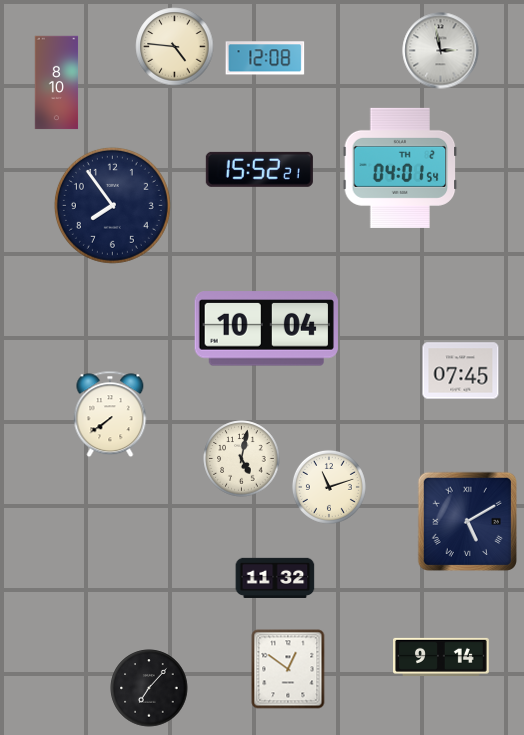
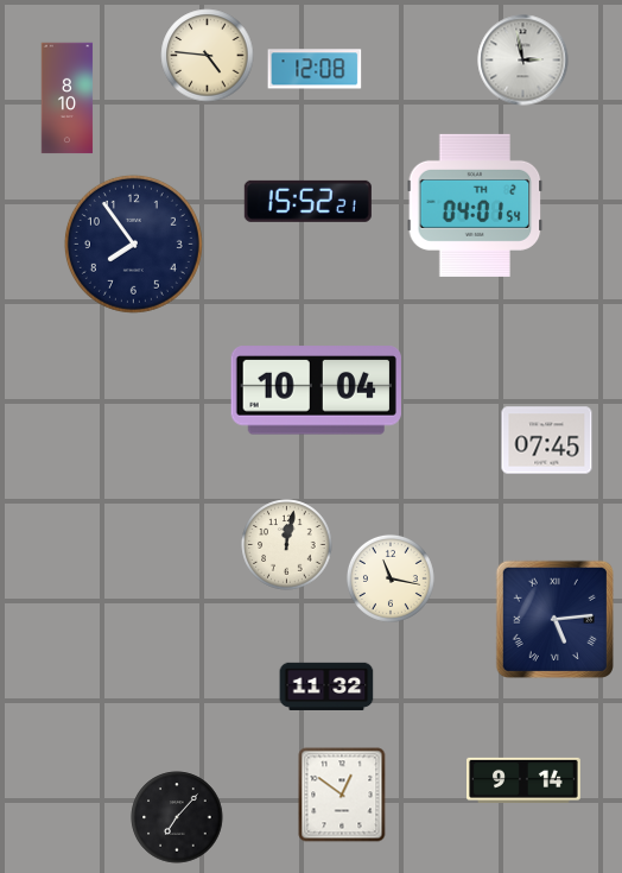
clock at (400, 168) position: (400, 168) -> (475, 205)
clock at (110, 414): 7:39 -> none
clock at (242, 459): 5:02 -> 12:02
clock at (329, 487): 11:12 -> 11:17
clock at (467, 521): 5:10 -> 5:14
